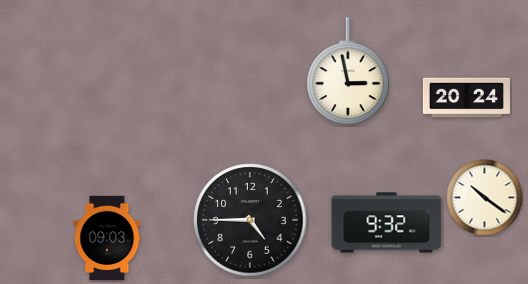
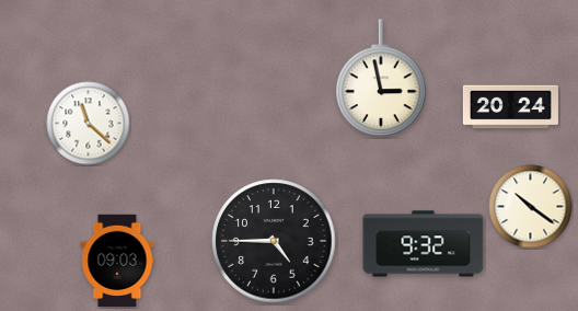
clock at (89, 124): none -> 11:22
clock at (485, 198) position: (485, 198) -> (531, 207)
